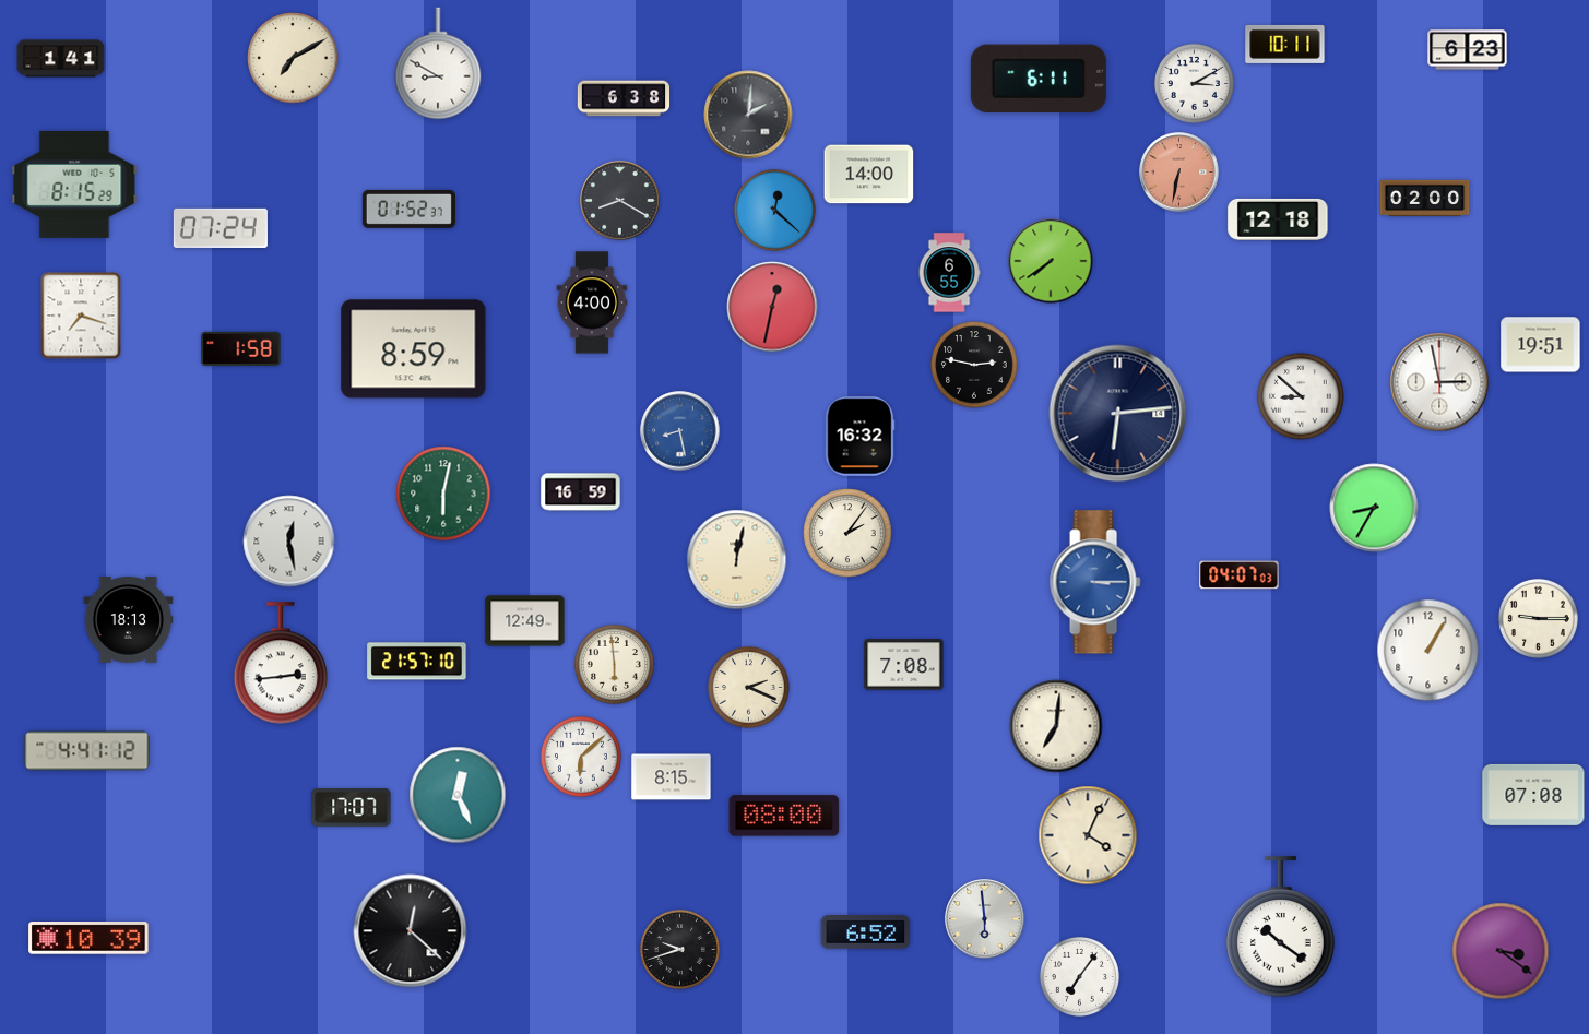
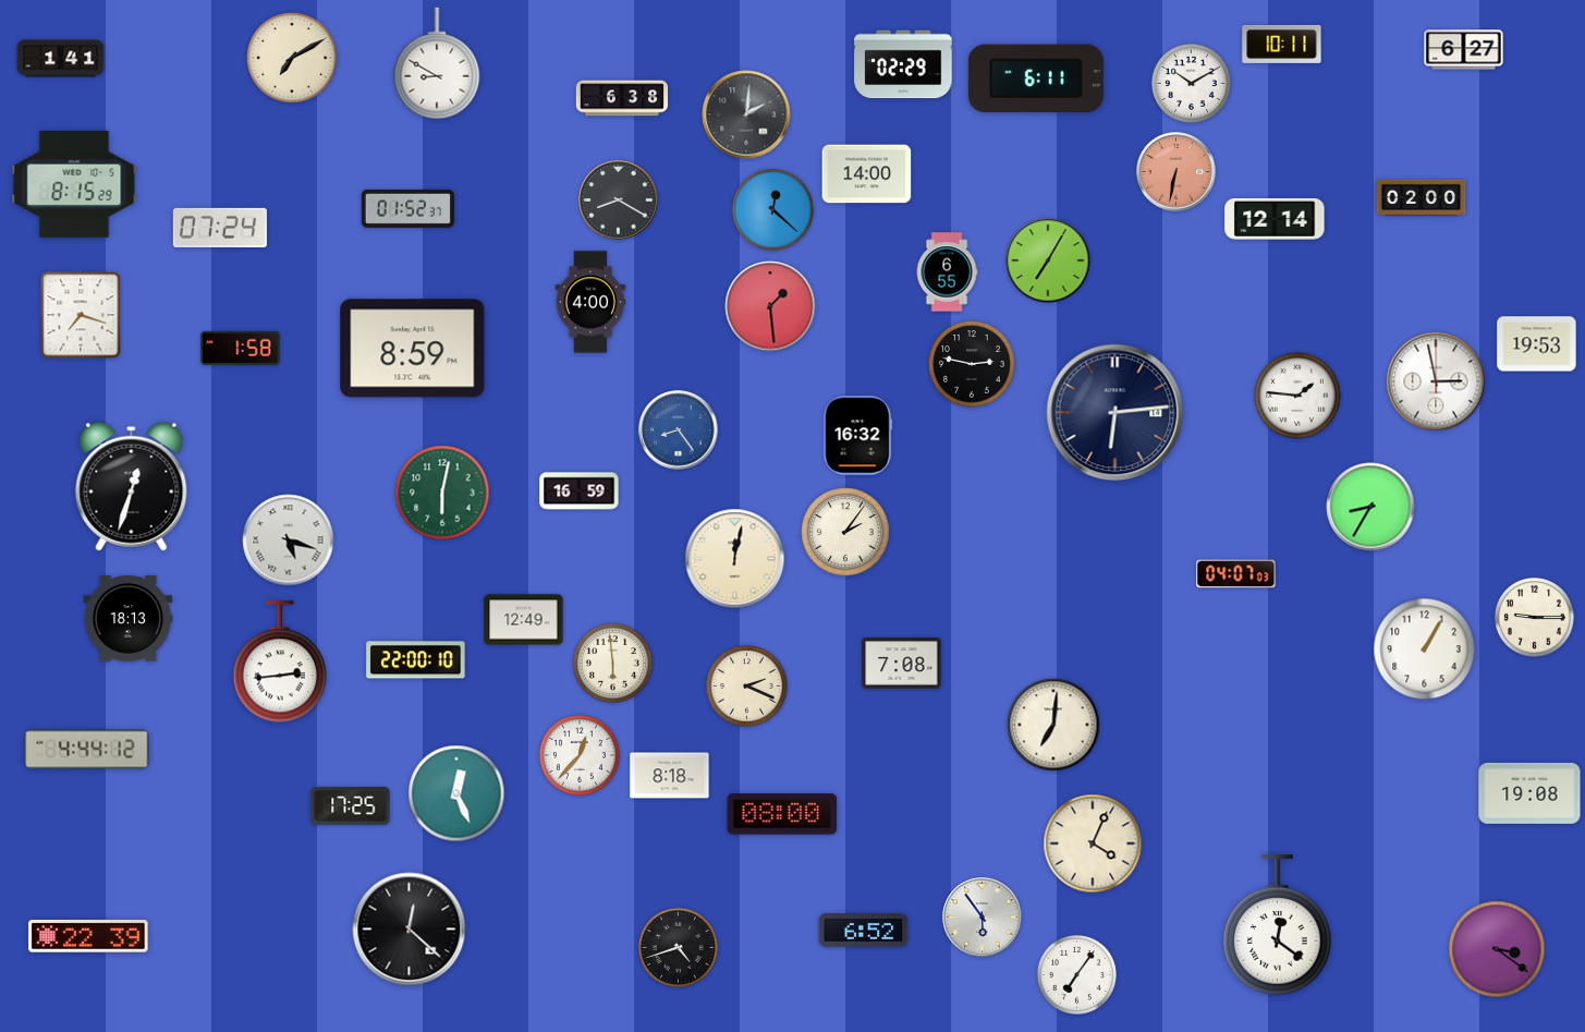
clock at (1468, 50): 6:23 -> 6:27
clock at (903, 64): none -> 02:29
clock at (1194, 83): 3:10 -> 10:10
clock at (1278, 219): 12:18 -> 12:14
clock at (1051, 261): 7:39 -> 7:05
clock at (772, 307): 12:32 -> 1:29
clock at (1541, 345): 19:51 -> 19:53
clock at (1301, 396): 8:52 -> 1:46
clock at (680, 431): 8:28 -> 8:24
clock at (132, 486): none -> 12:33
clock at (289, 542): 12:28 -> 5:18
clock at (1095, 582): 3:15 -> none
clock at (417, 662): 21:57 -> 22:00
clock at (87, 751): 4:41 -> 4:44
clock at (581, 757): 6:08 -> 12:37
clock at (672, 777): 8:15 -> 8:18
clock at (1533, 795): 07:08 -> 19:08
clock at (352, 808): 17:07 -> 17:25
clock at (1088, 835) position: (1088, 835) -> (1093, 843)
clock at (985, 919): 5:59 -> 5:54
clock at (1281, 927): 10:21 -> 12:21
clock at (88, 938): 10:39 -> 22:39
clock at (679, 949): 9:42 -> 4:42
